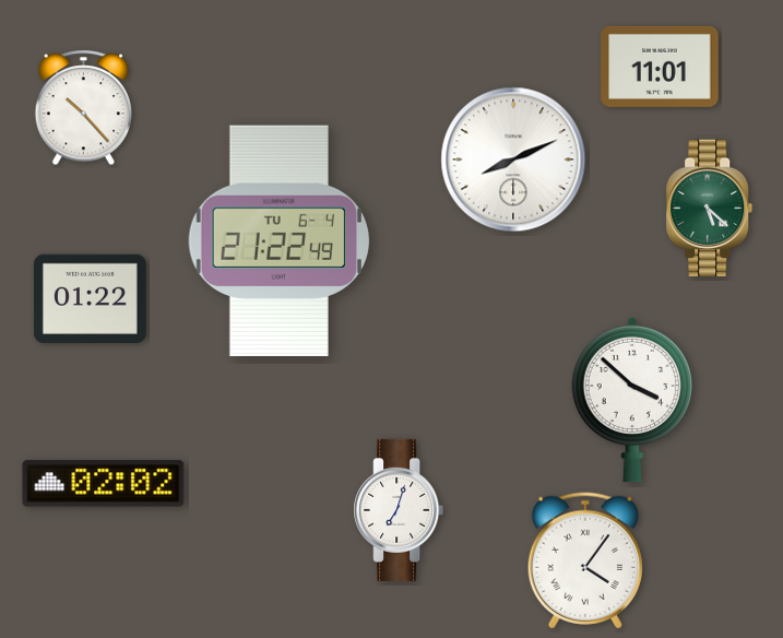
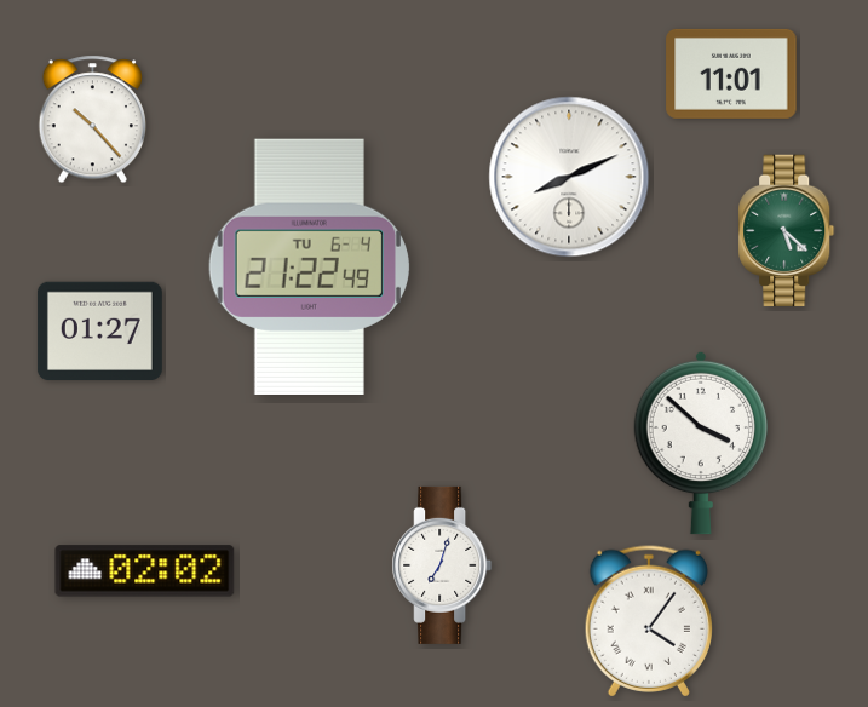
clock at (90, 298): 01:22 -> 01:27
clock at (104, 484) position: (104, 484) -> (145, 571)
